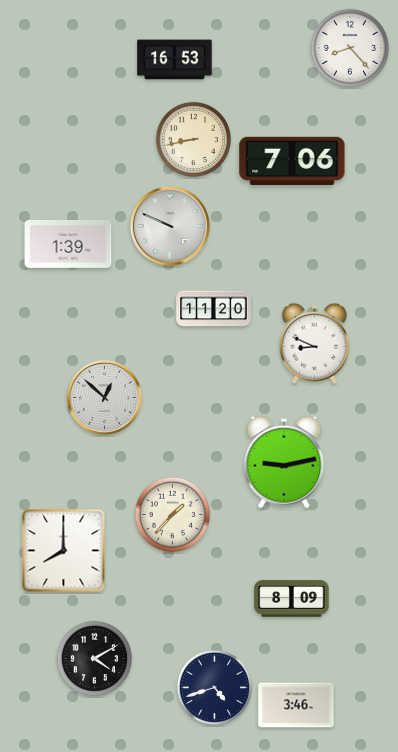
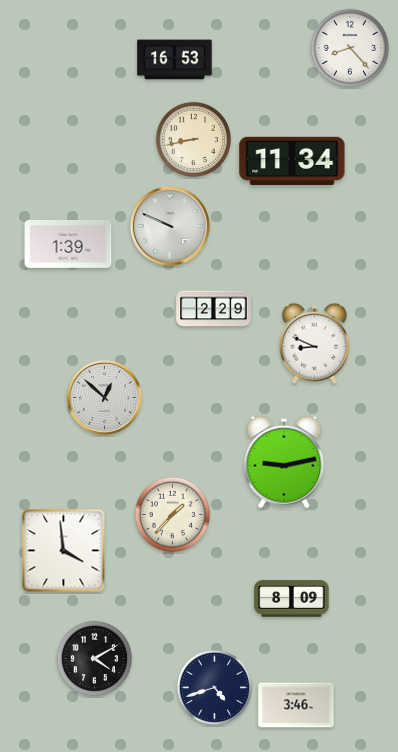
clock at (292, 160): 7:06 -> 11:34
clock at (214, 309): 11:20 -> 2:29
clock at (64, 551): 8:00 -> 3:59
